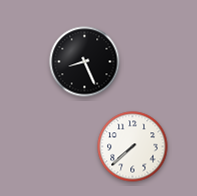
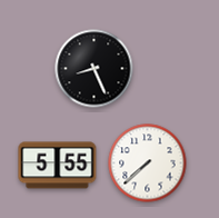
clock at (58, 166): none -> 5:55
